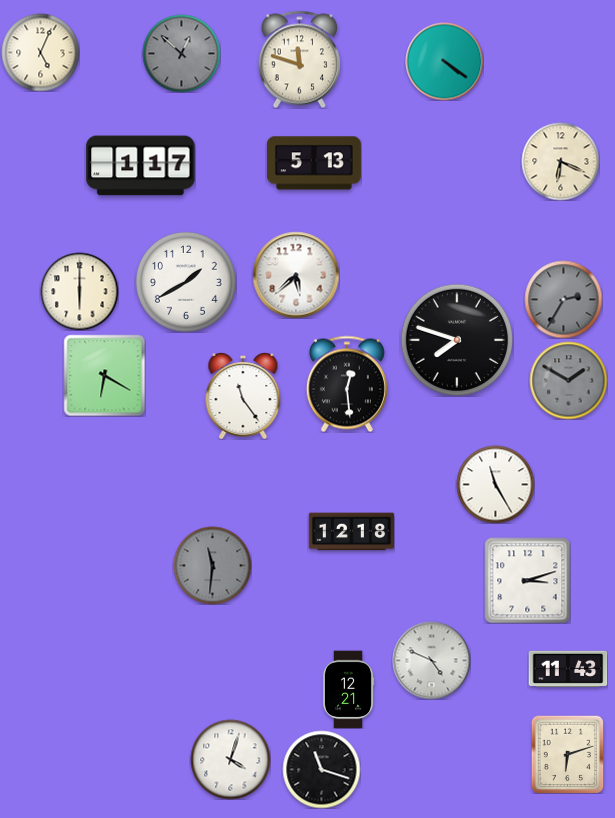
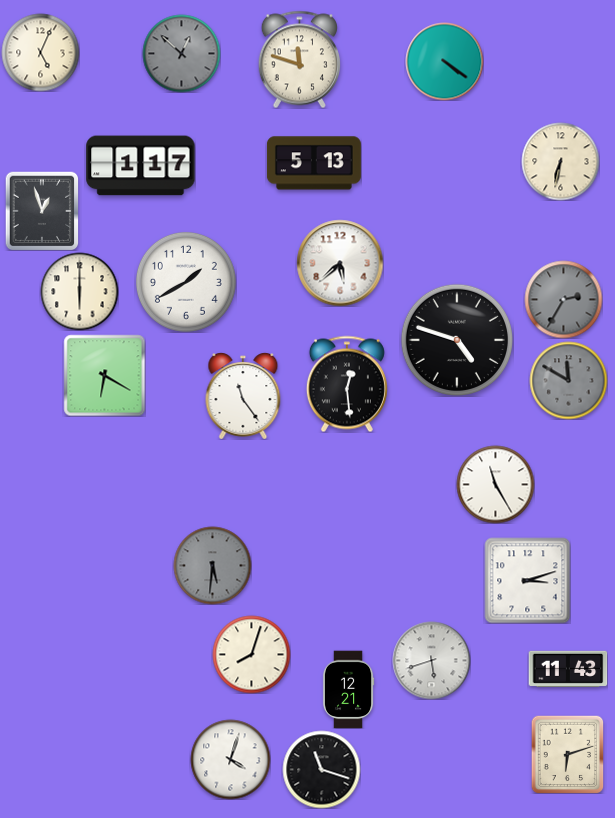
clock at (560, 161): 6:19 -> 6:32
clock at (42, 211): none -> 12:57
clock at (296, 275) position: (296, 275) -> (340, 263)
clock at (456, 339): 7:48 -> 4:48
clock at (568, 380): 1:50 -> 11:50
clock at (351, 532): 12:18 -> none
clock at (212, 565): 11:31 -> 5:31
clock at (251, 654): none -> 8:03
clock at (431, 660): 4:49 -> 5:42
